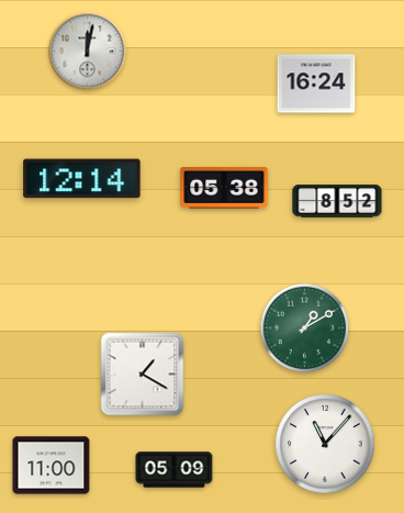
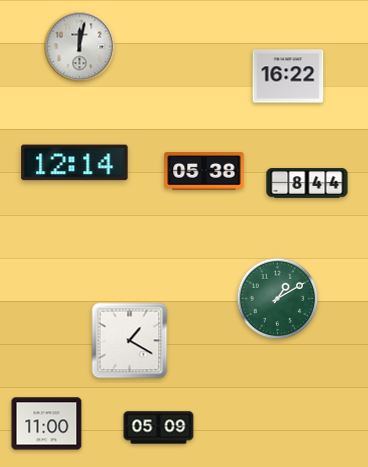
clock at (316, 83): 16:24 -> 16:22
clock at (337, 201): 8:52 -> 8:44
clock at (325, 444): 11:07 -> none
